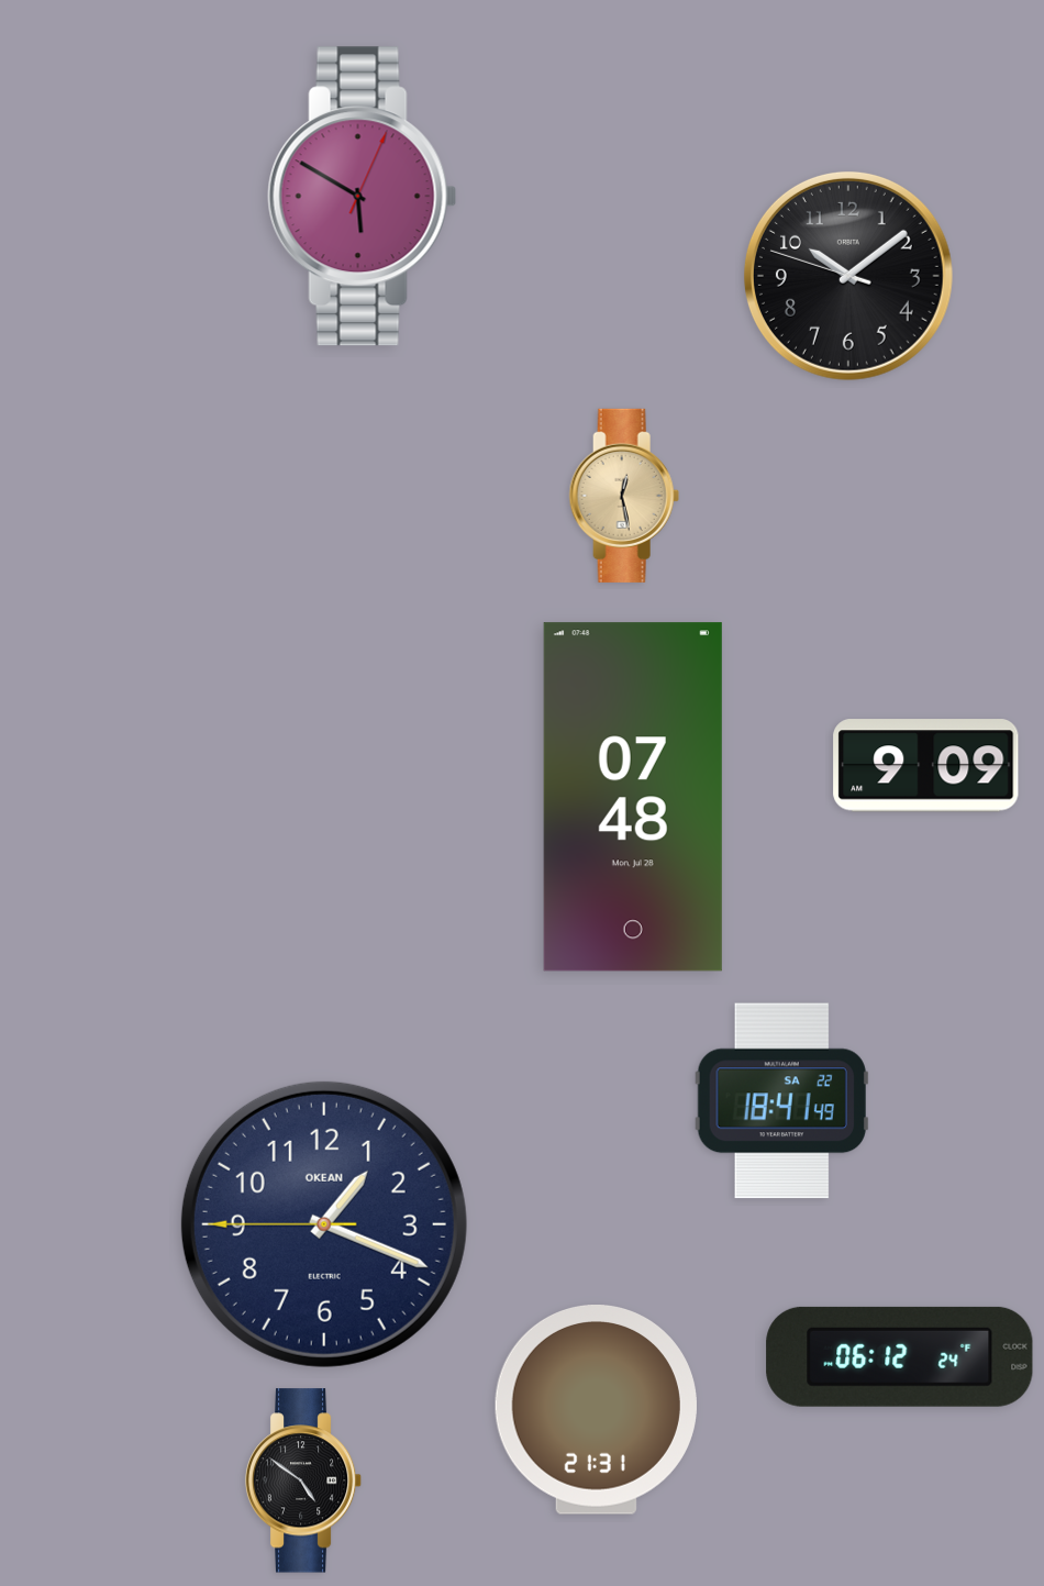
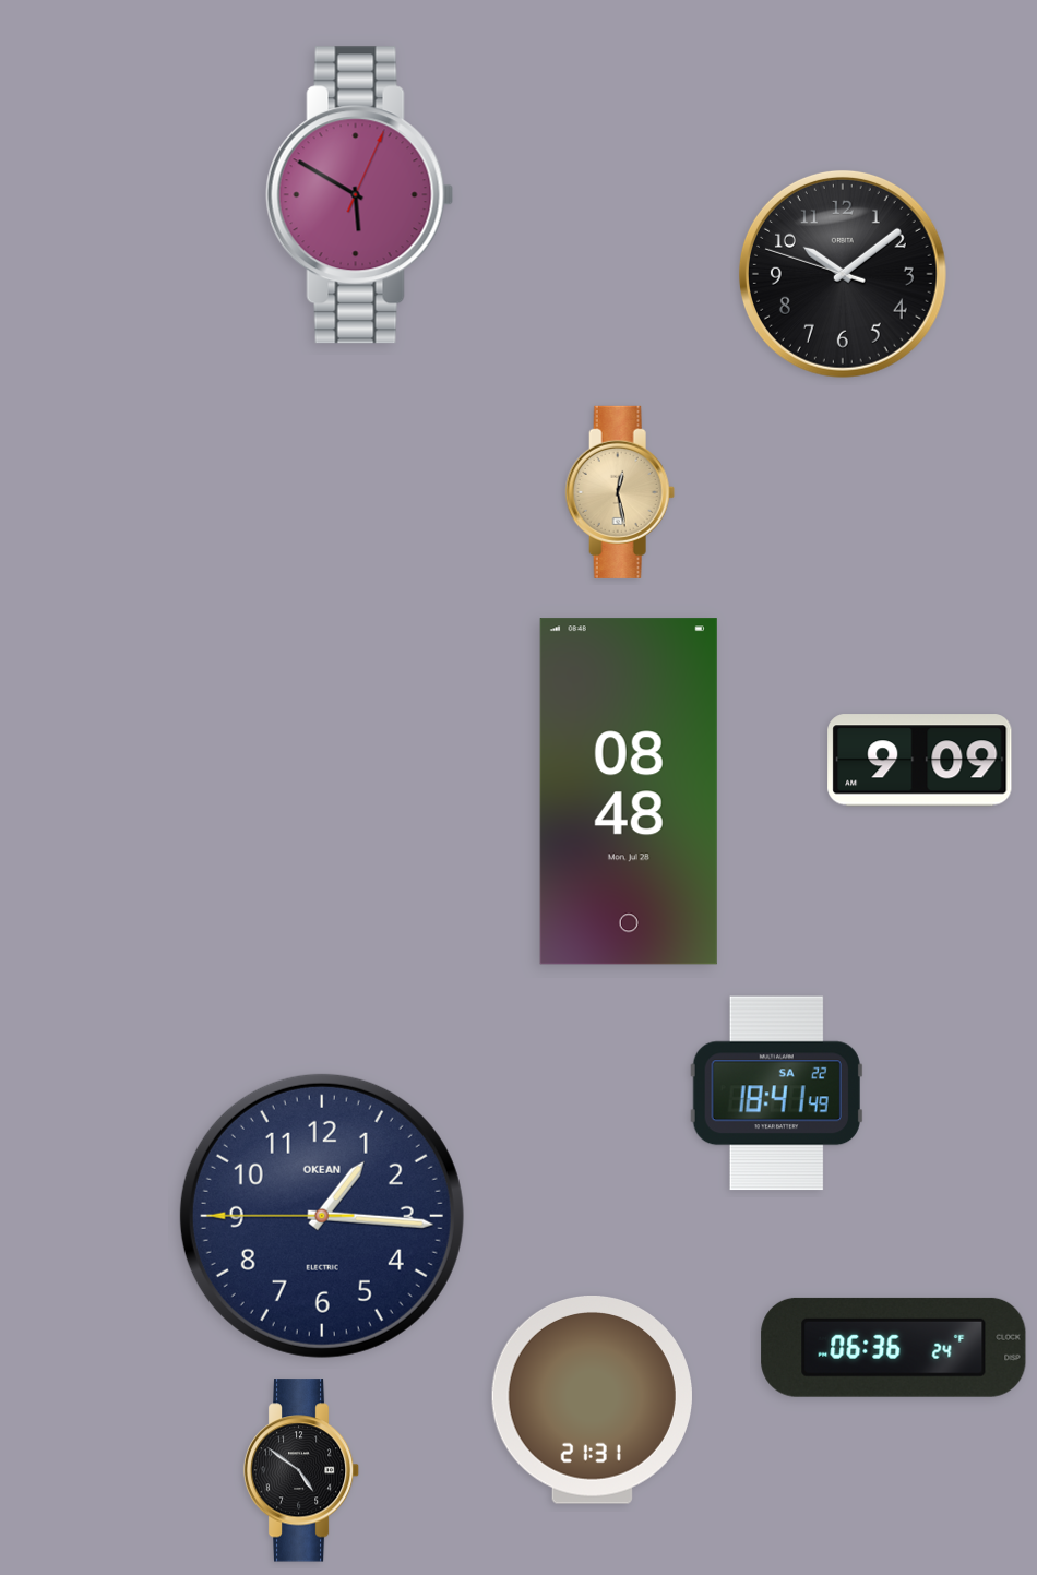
clock at (633, 797): 07:48 -> 08:48
clock at (324, 1224): 1:18 -> 1:15
clock at (900, 1356): 06:12 -> 06:36
